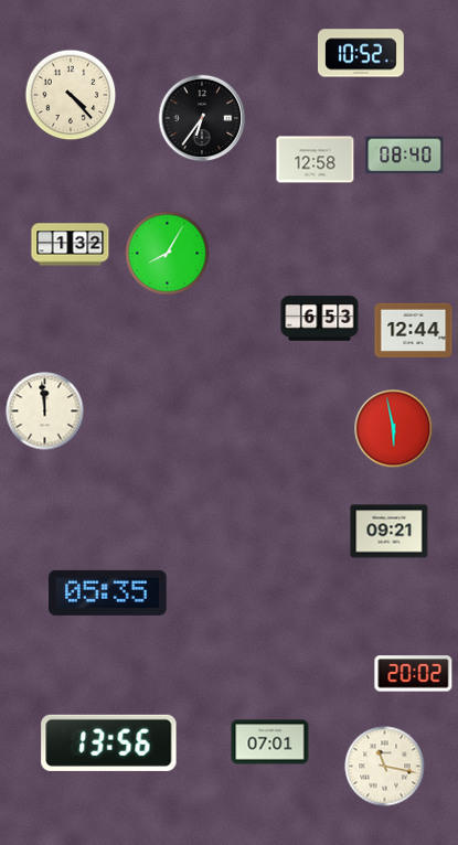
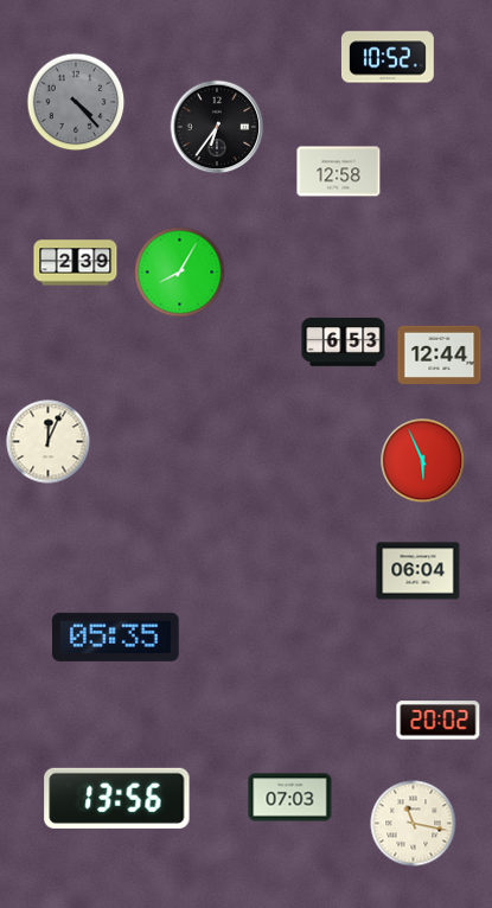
clock at (71, 95) dial: cream -> grey
clock at (405, 156): 08:40 -> none
clock at (71, 245): 1:32 -> 2:39
clock at (414, 331) position: (414, 331) -> (440, 356)
clock at (45, 411): 11:59 -> 12:04
clock at (394, 429): 5:58 -> 5:56
clock at (390, 532): 09:21 -> 06:04
clock at (414, 674) position: (414, 674) -> (439, 721)
clock at (270, 742): 07:01 -> 07:03
